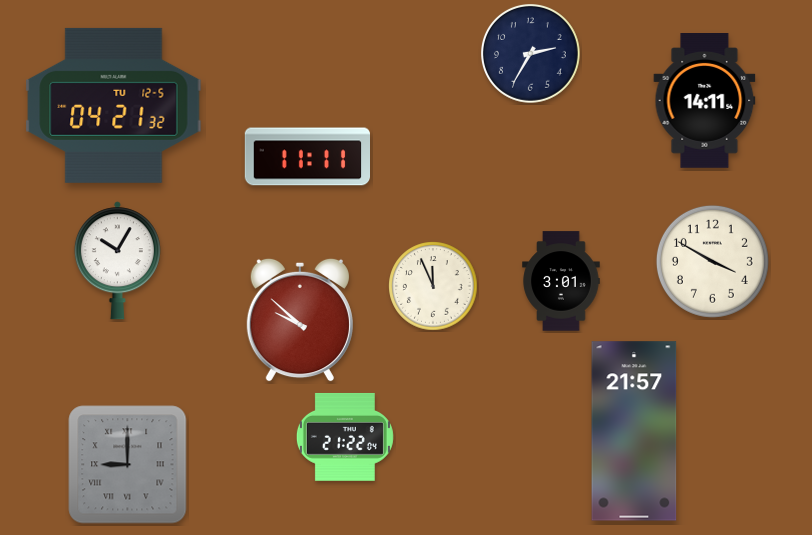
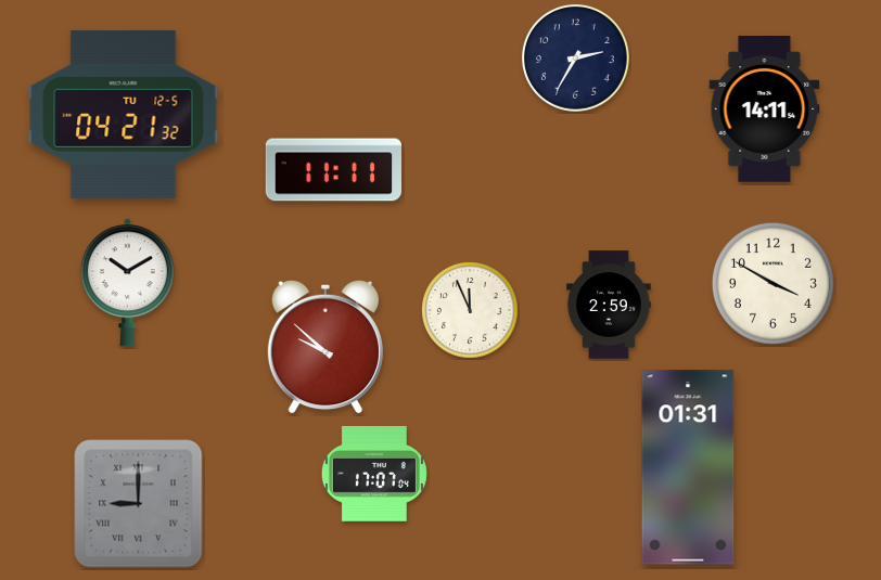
clock at (117, 261): 10:05 -> 10:10
clock at (561, 281): 3:01 -> 2:59
clock at (634, 431): 21:57 -> 01:31
clock at (345, 437): 21:22 -> 17:07
